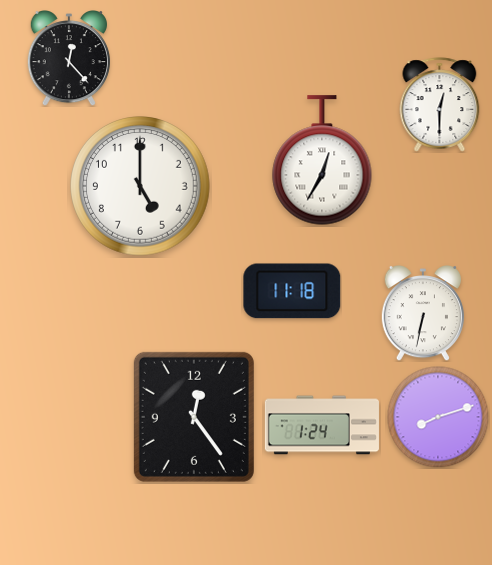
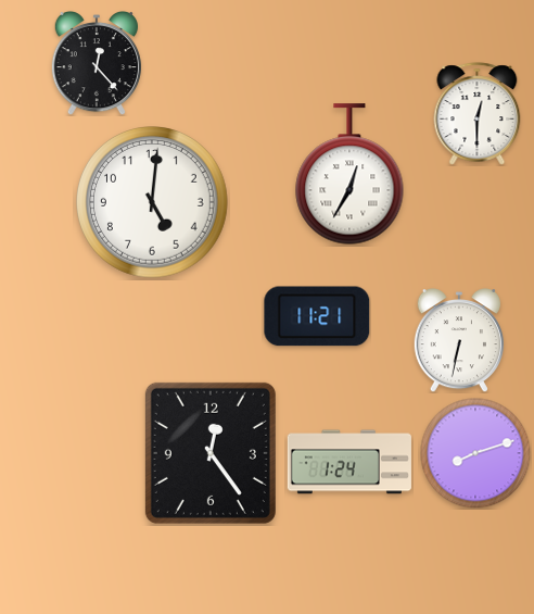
clock at (69, 59) position: (69, 59) -> (97, 64)
clock at (141, 187): 5:00 -> 5:01
clock at (292, 291): 11:18 -> 11:21
